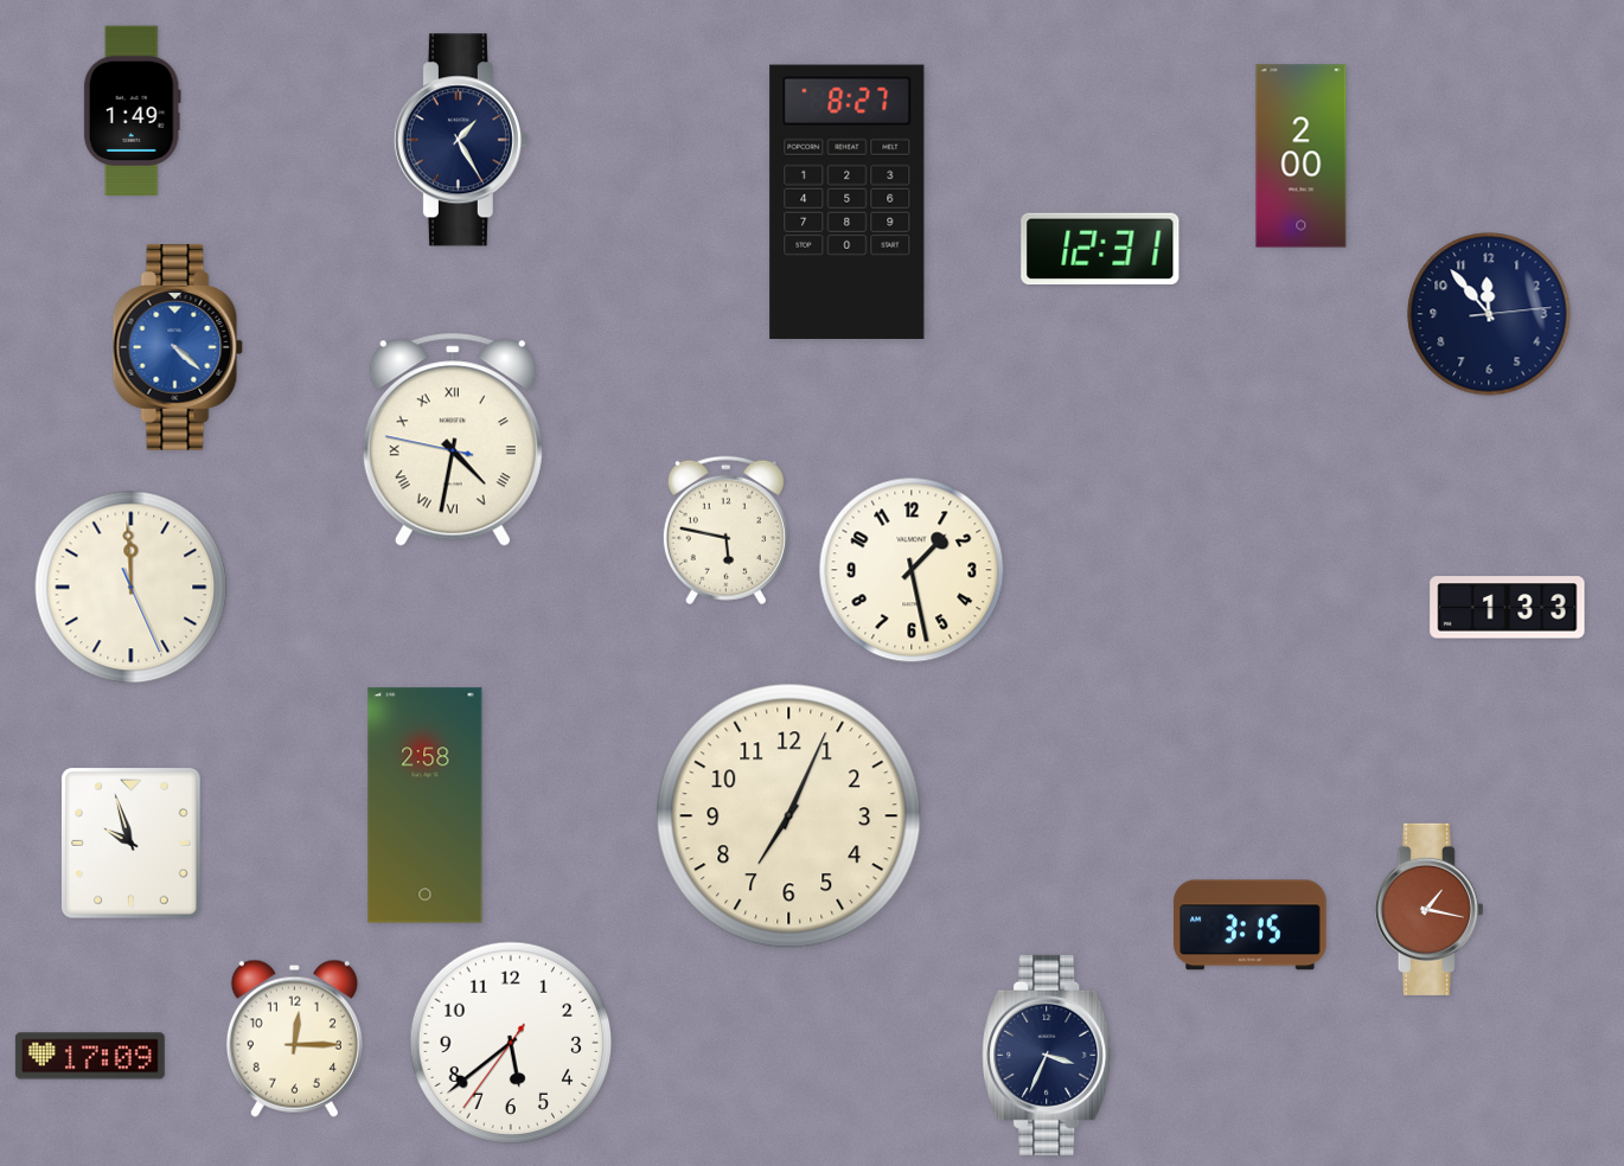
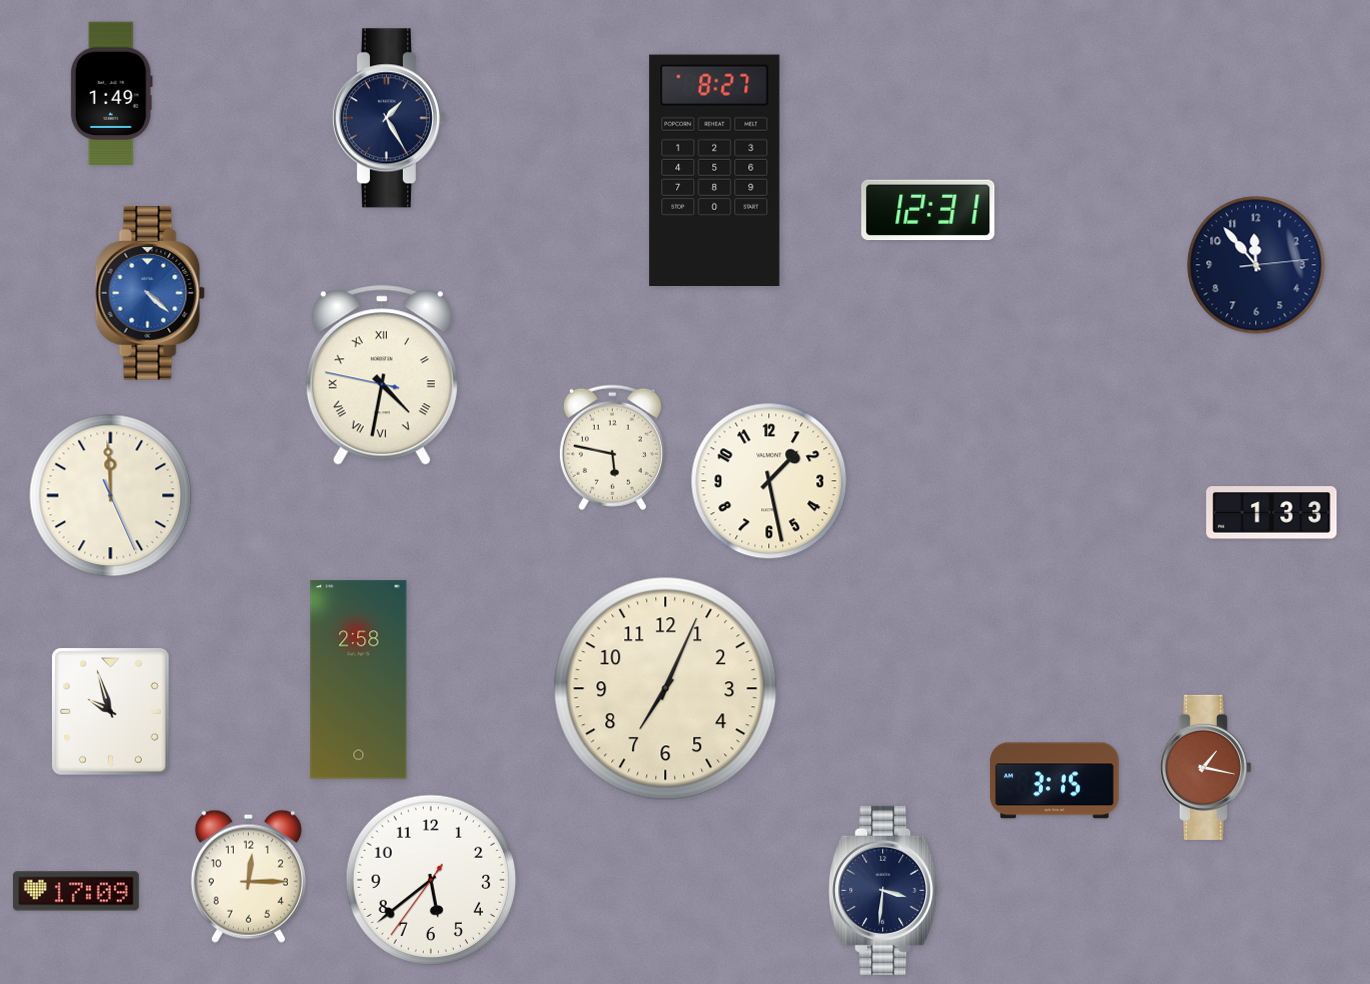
clock at (1302, 156): 2:00 -> none
clock at (453, 440) position: (453, 440) -> (382, 375)
clock at (1048, 1055): 3:34 -> 3:31
